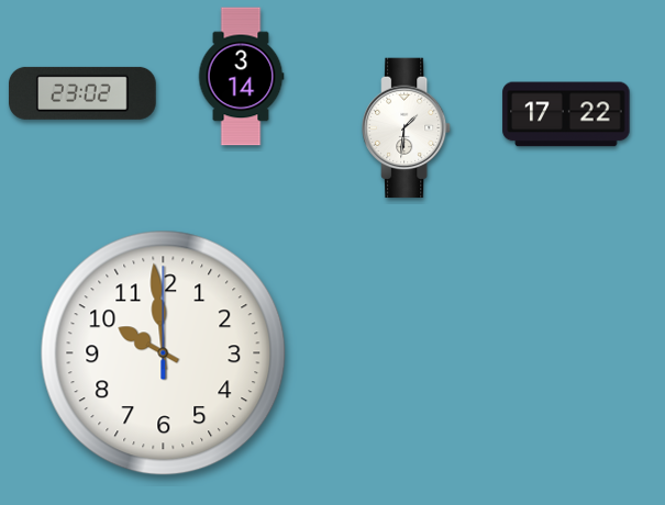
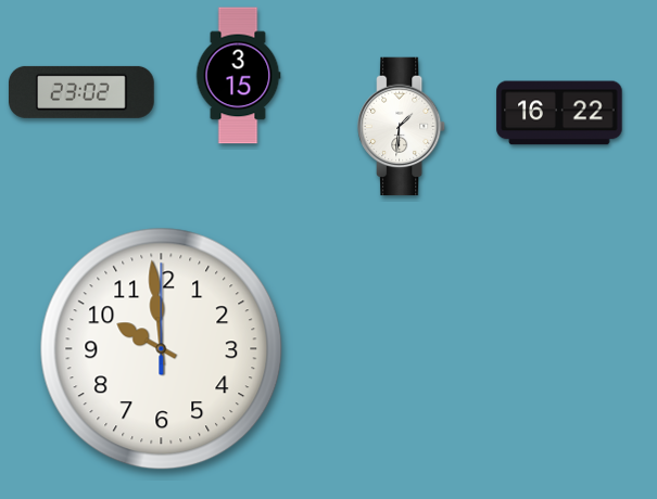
clock at (241, 77): 3:14 -> 3:15
clock at (566, 114): 17:22 -> 16:22
